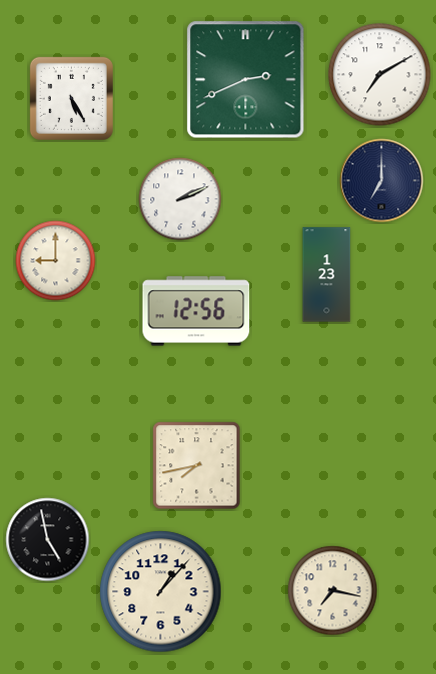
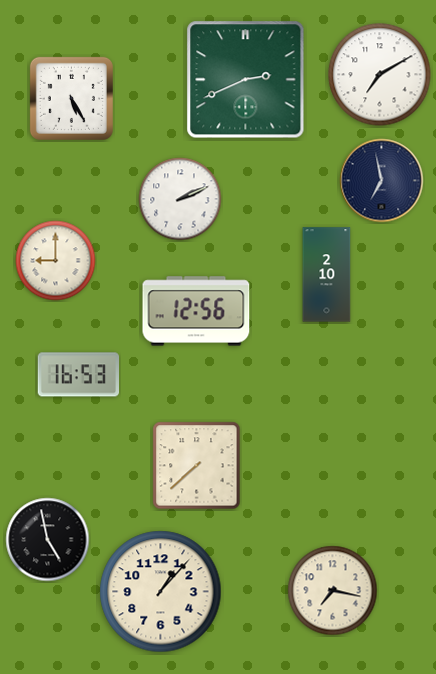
clock at (382, 181): 7:00 -> 6:58
clock at (327, 275): 1:23 -> 2:10
clock at (78, 375): none -> 16:53
clock at (197, 466): 7:43 -> 7:38
